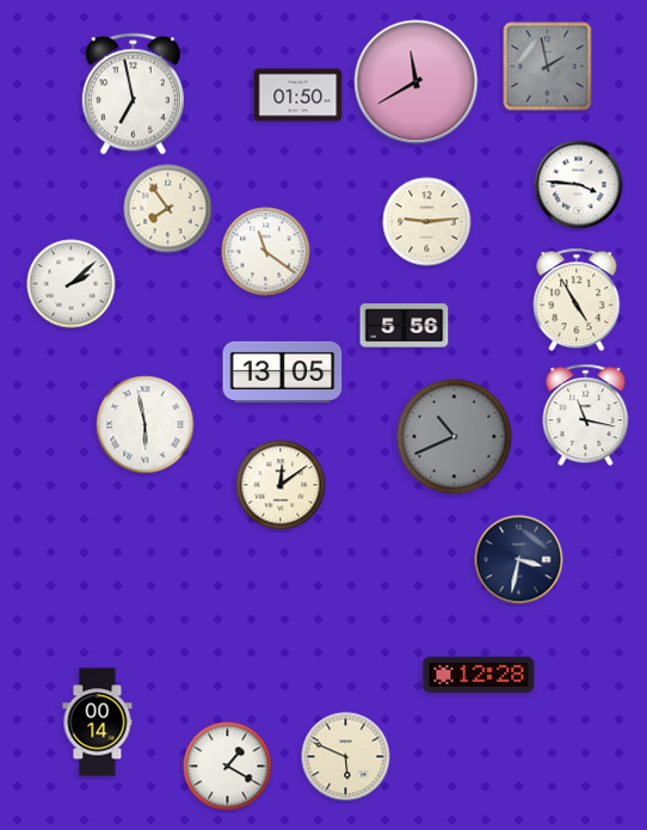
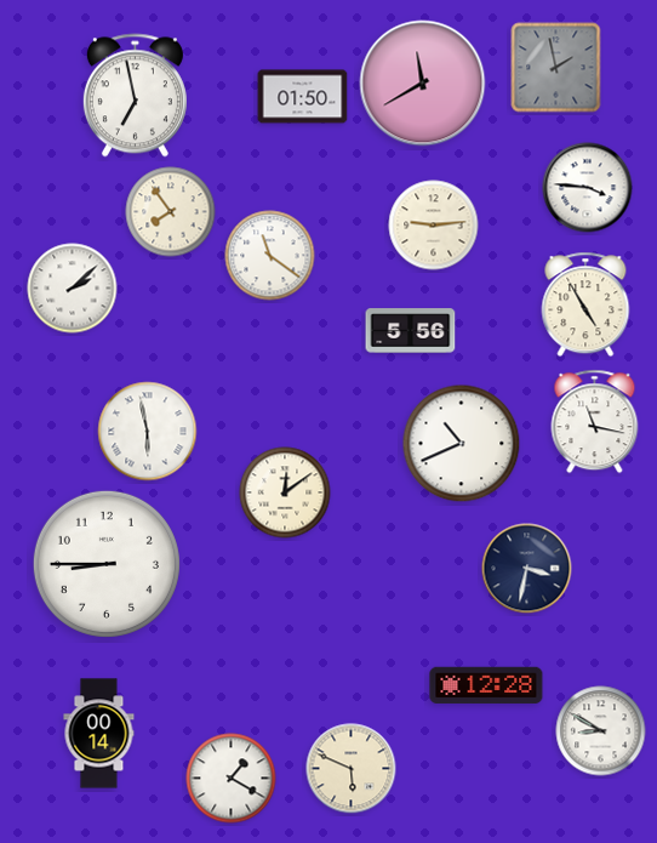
clock at (283, 371): 13:05 -> none
clock at (455, 437) dial: grey -> white
clock at (107, 564): none -> 8:45
clock at (601, 731): none -> 8:50
